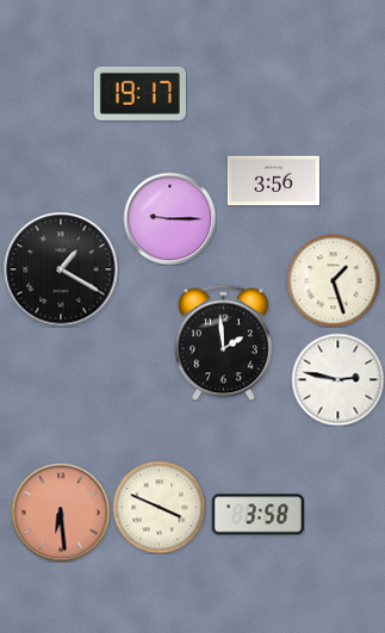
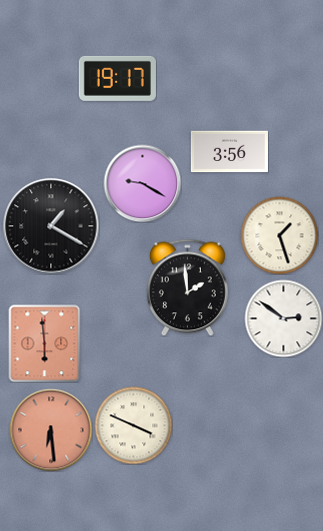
clock at (169, 218): 9:15 -> 9:20
clock at (337, 379): 2:47 -> 2:51
clock at (45, 343): none -> 5:59
clock at (257, 515): 3:58 -> none
